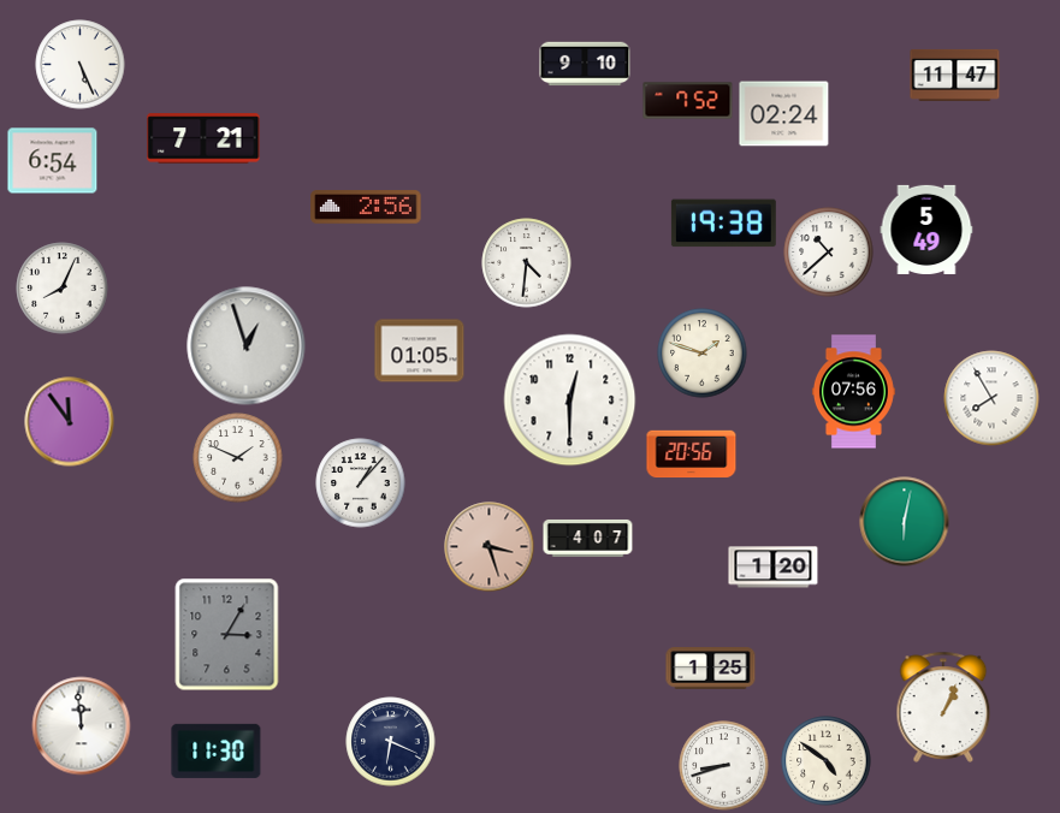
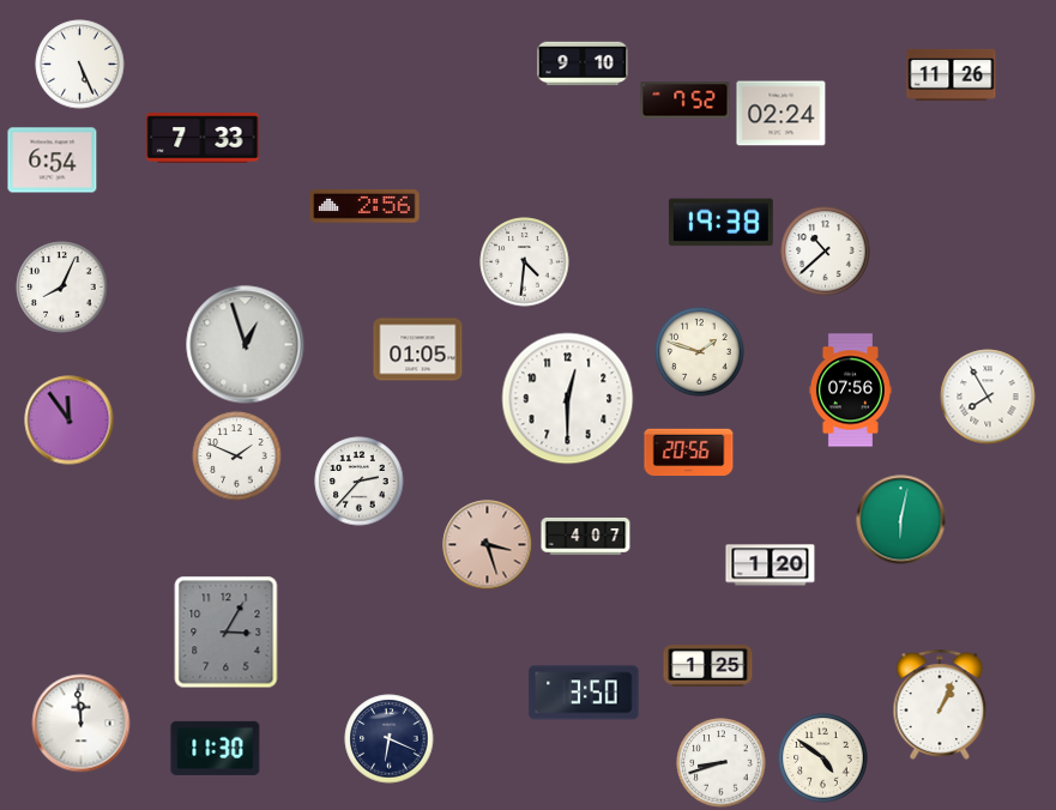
clock at (955, 75): 11:47 -> 11:26
clock at (203, 138): 7:21 -> 7:33
clock at (926, 230): 5:49 -> none
clock at (361, 483): 1:07 -> 2:37
clock at (584, 693): none -> 3:50
